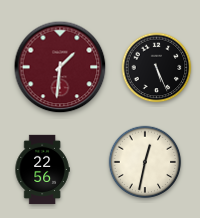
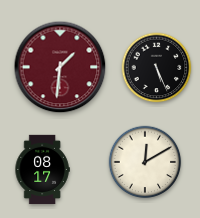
clock at (145, 162): 12:32 -> 12:10
clock at (42, 170): 22:56 -> 08:17
